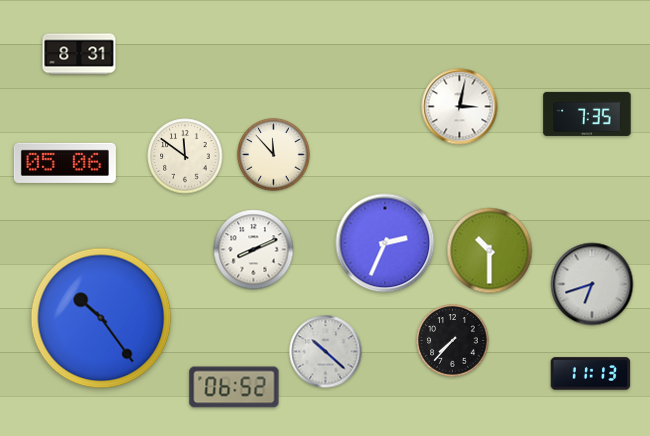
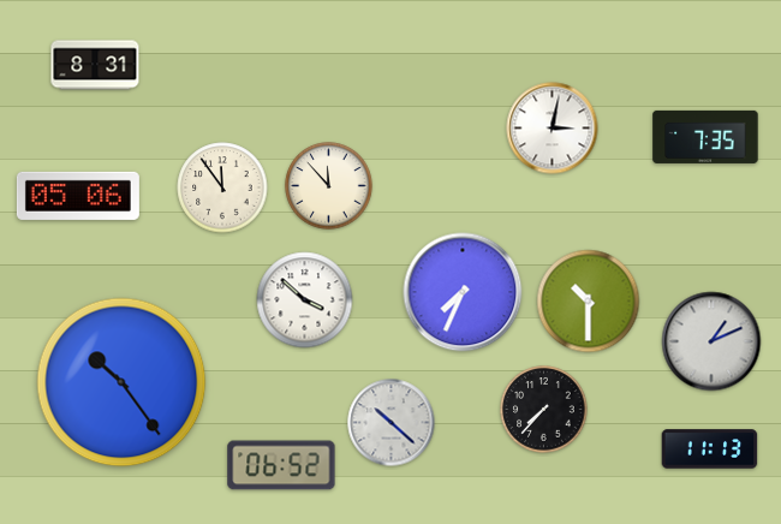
clock at (185, 156): 11:51 -> 11:54
clock at (385, 243): 2:34 -> 7:34
clock at (254, 250): 8:11 -> 3:52
clock at (592, 284): 6:42 -> 1:11
